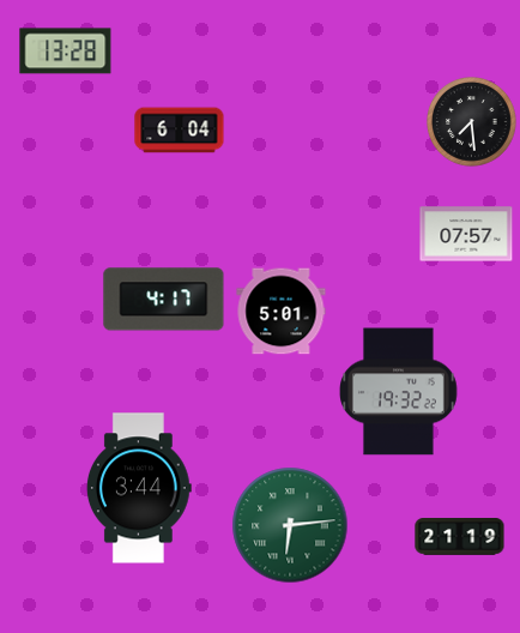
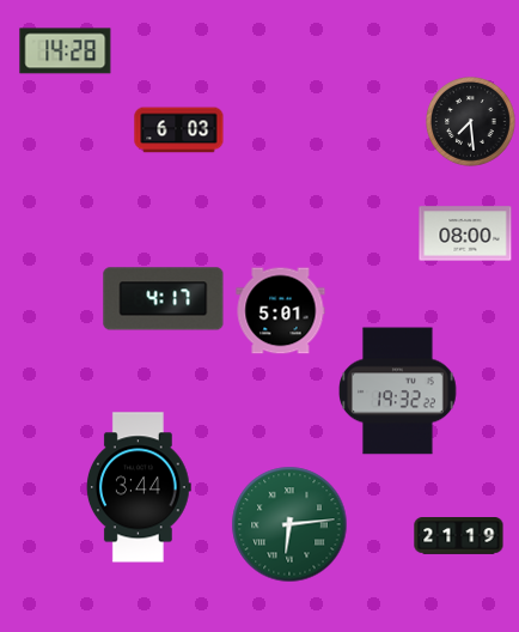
clock at (66, 52): 13:28 -> 14:28
clock at (180, 131): 6:04 -> 6:03
clock at (466, 234): 07:57 -> 08:00
